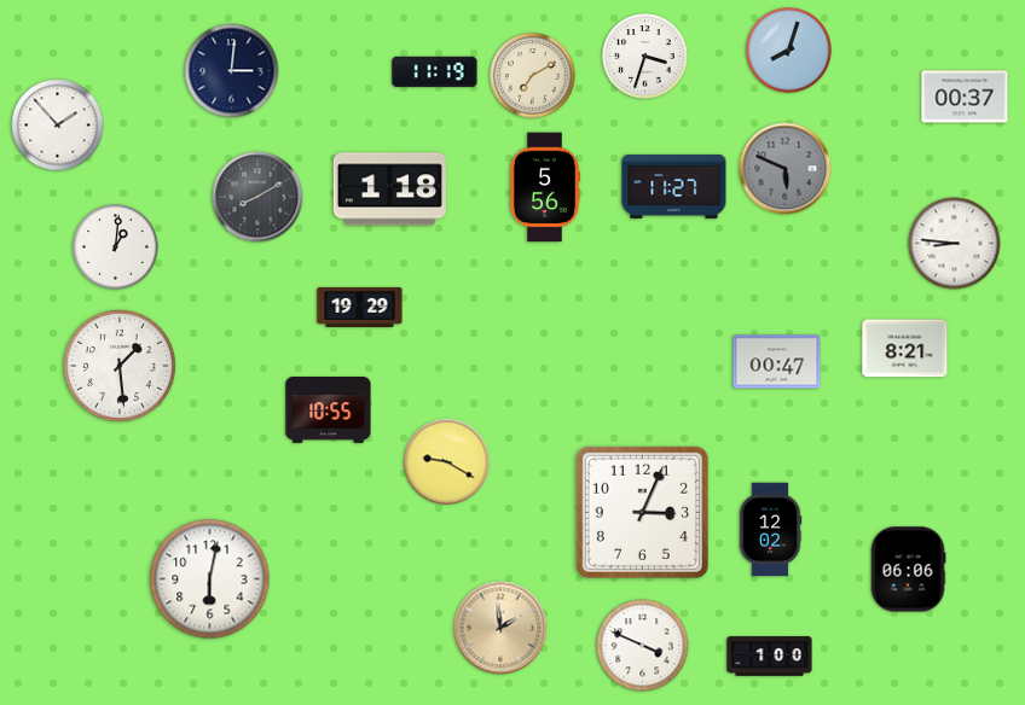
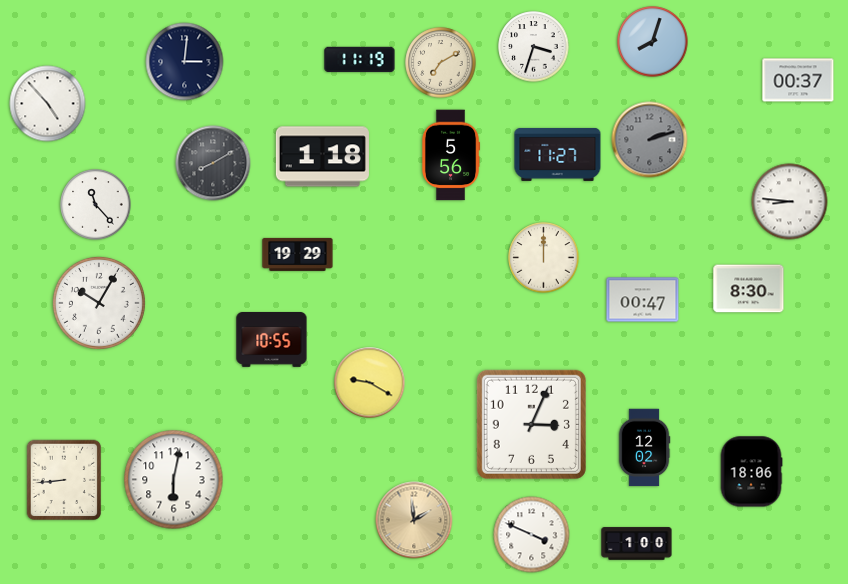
clock at (232, 71) position: (232, 71) -> (185, 62)
clock at (58, 126): 1:53 -> 4:53
clock at (786, 169): 5:49 -> 2:12
clock at (116, 247): 1:01 -> 11:23
clock at (544, 258): none -> 12:00
clock at (905, 349): 8:21 -> 8:30
clock at (120, 366): 1:29 -> 10:05
clock at (770, 530) position: (770, 530) -> (644, 448)
clock at (908, 570): 06:06 -> 18:06
clock at (64, 480): none -> 8:44
